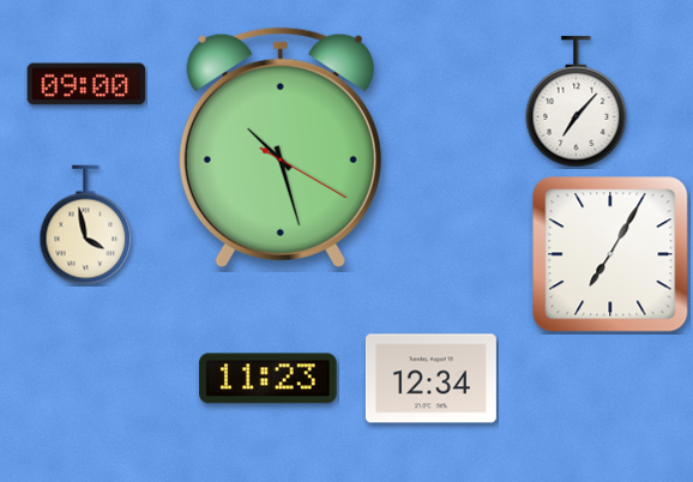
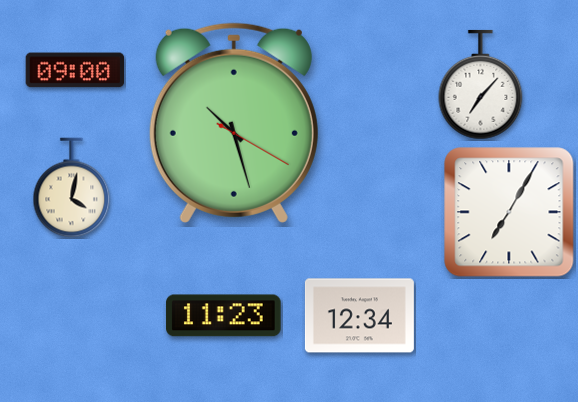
clock at (86, 84) position: (86, 84) -> (75, 70)
clock at (86, 225): 3:58 -> 4:02
